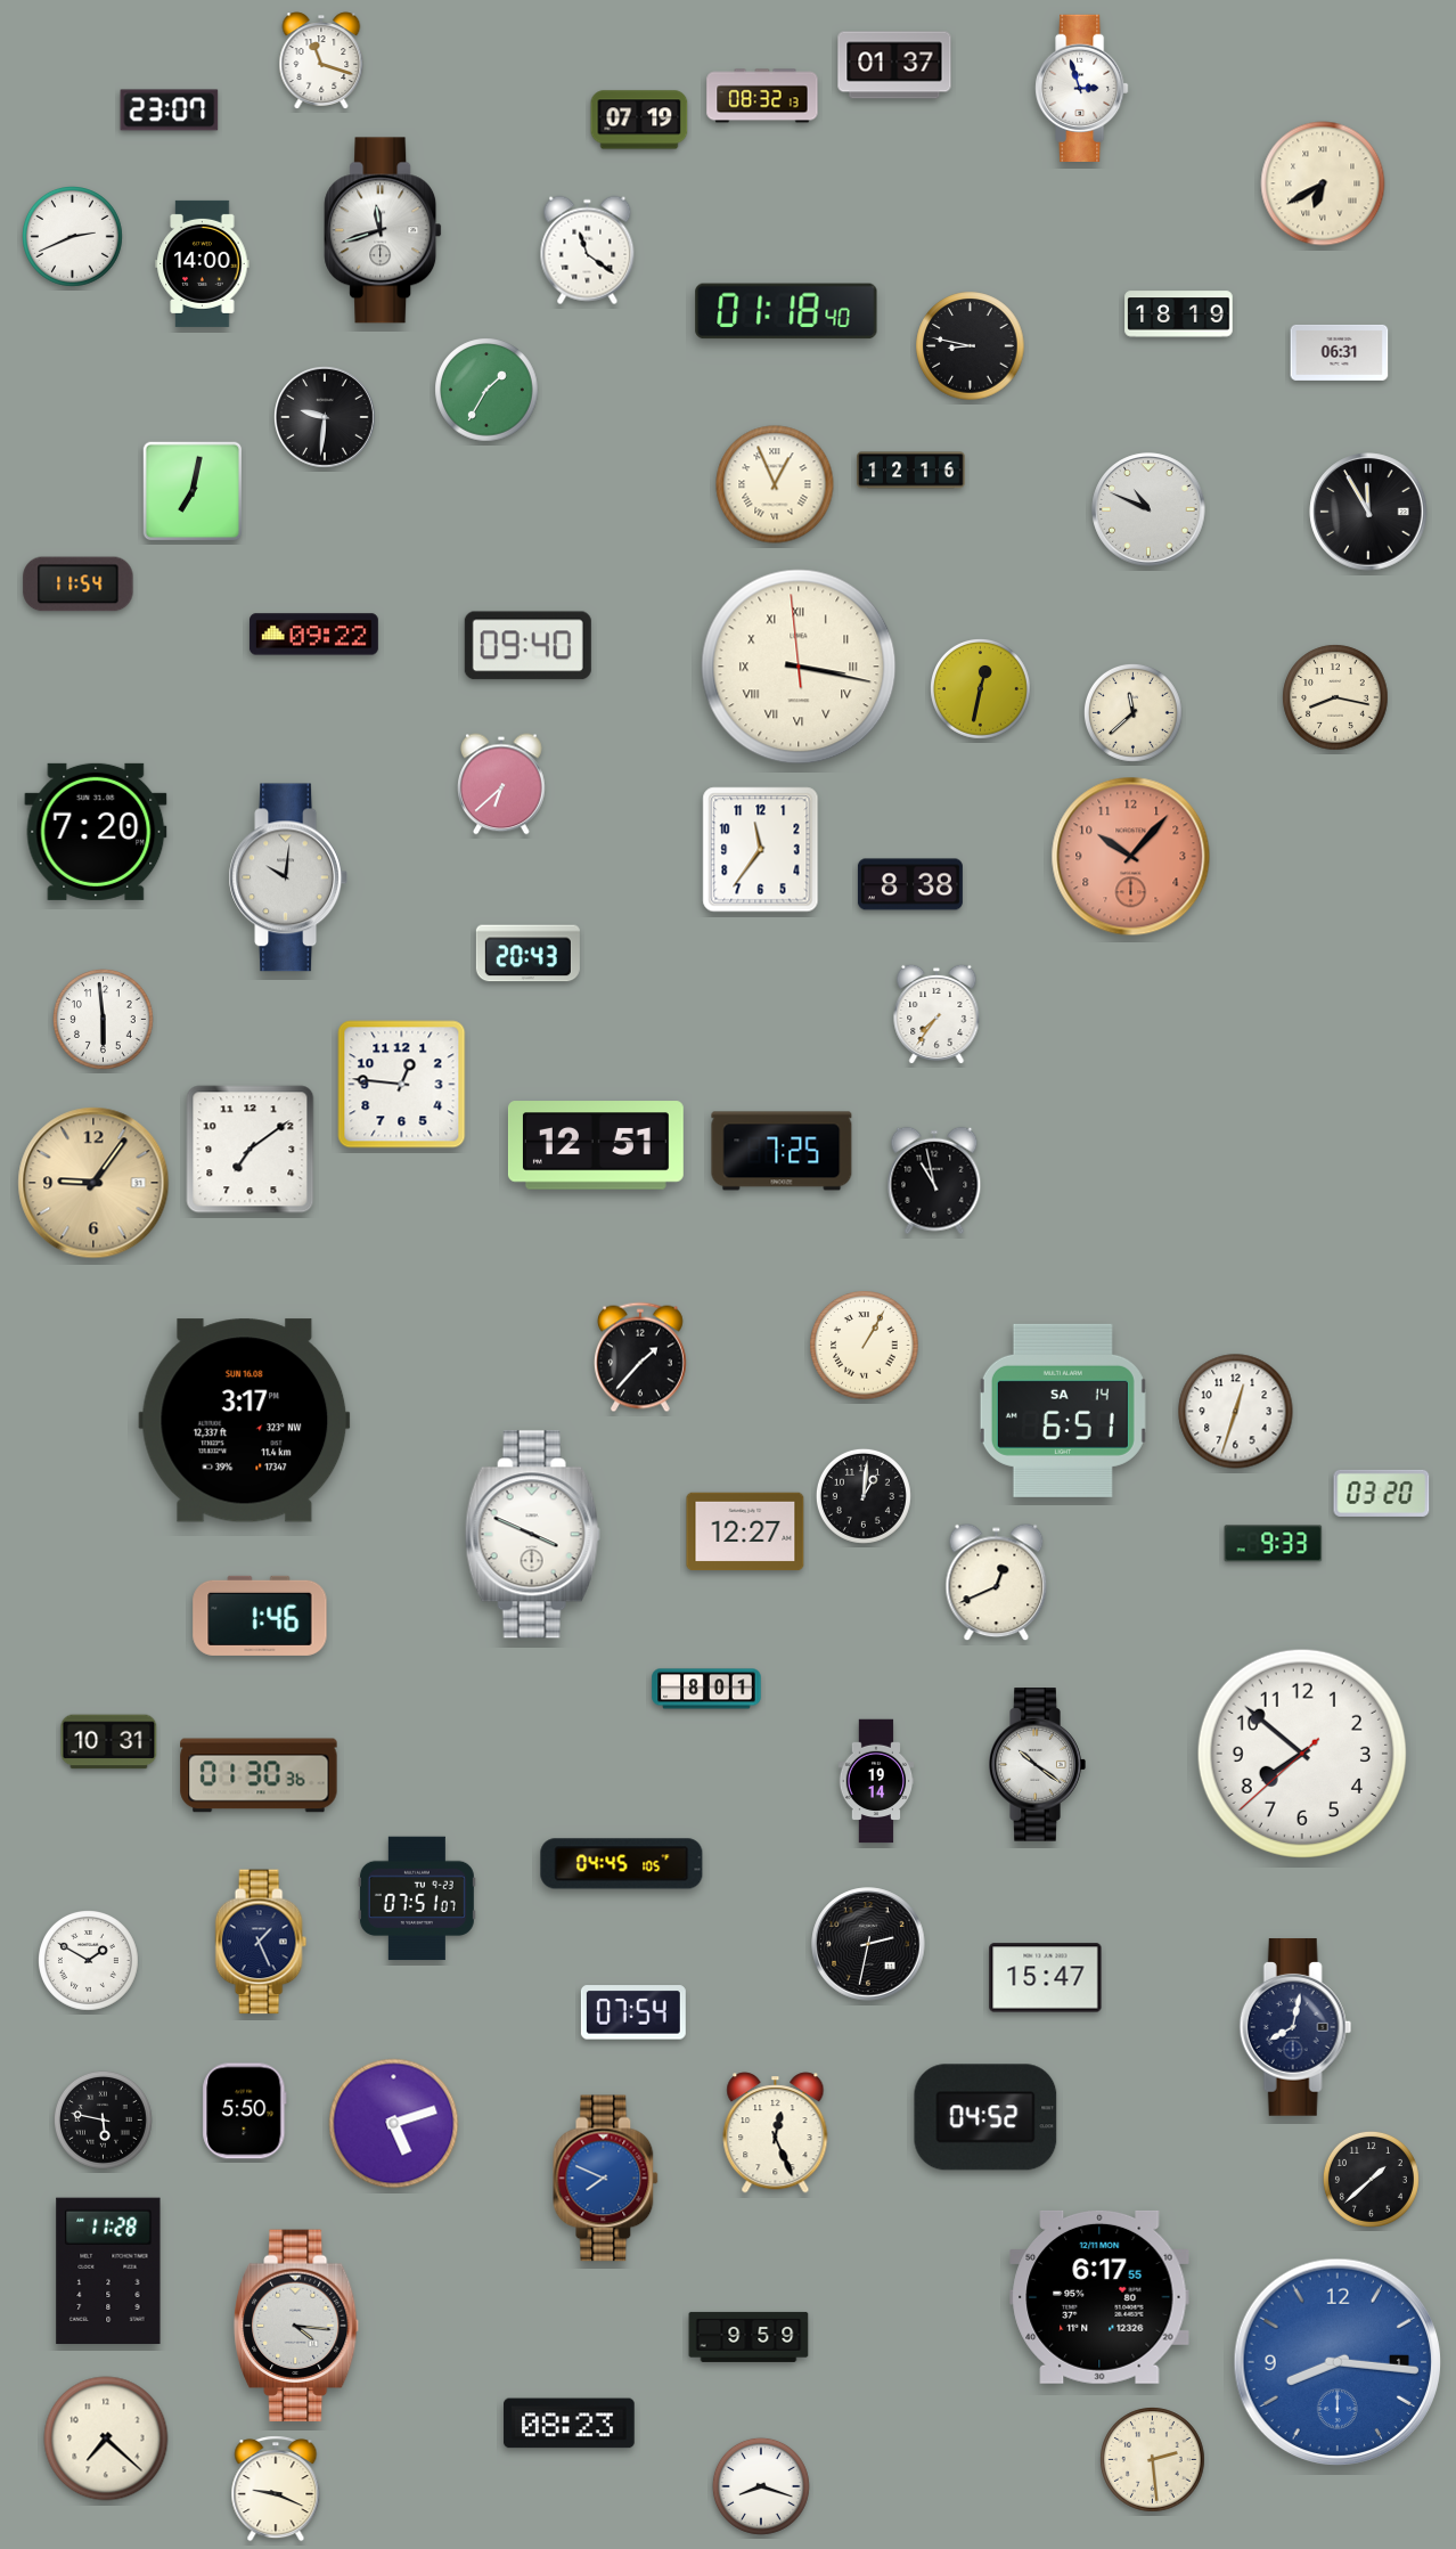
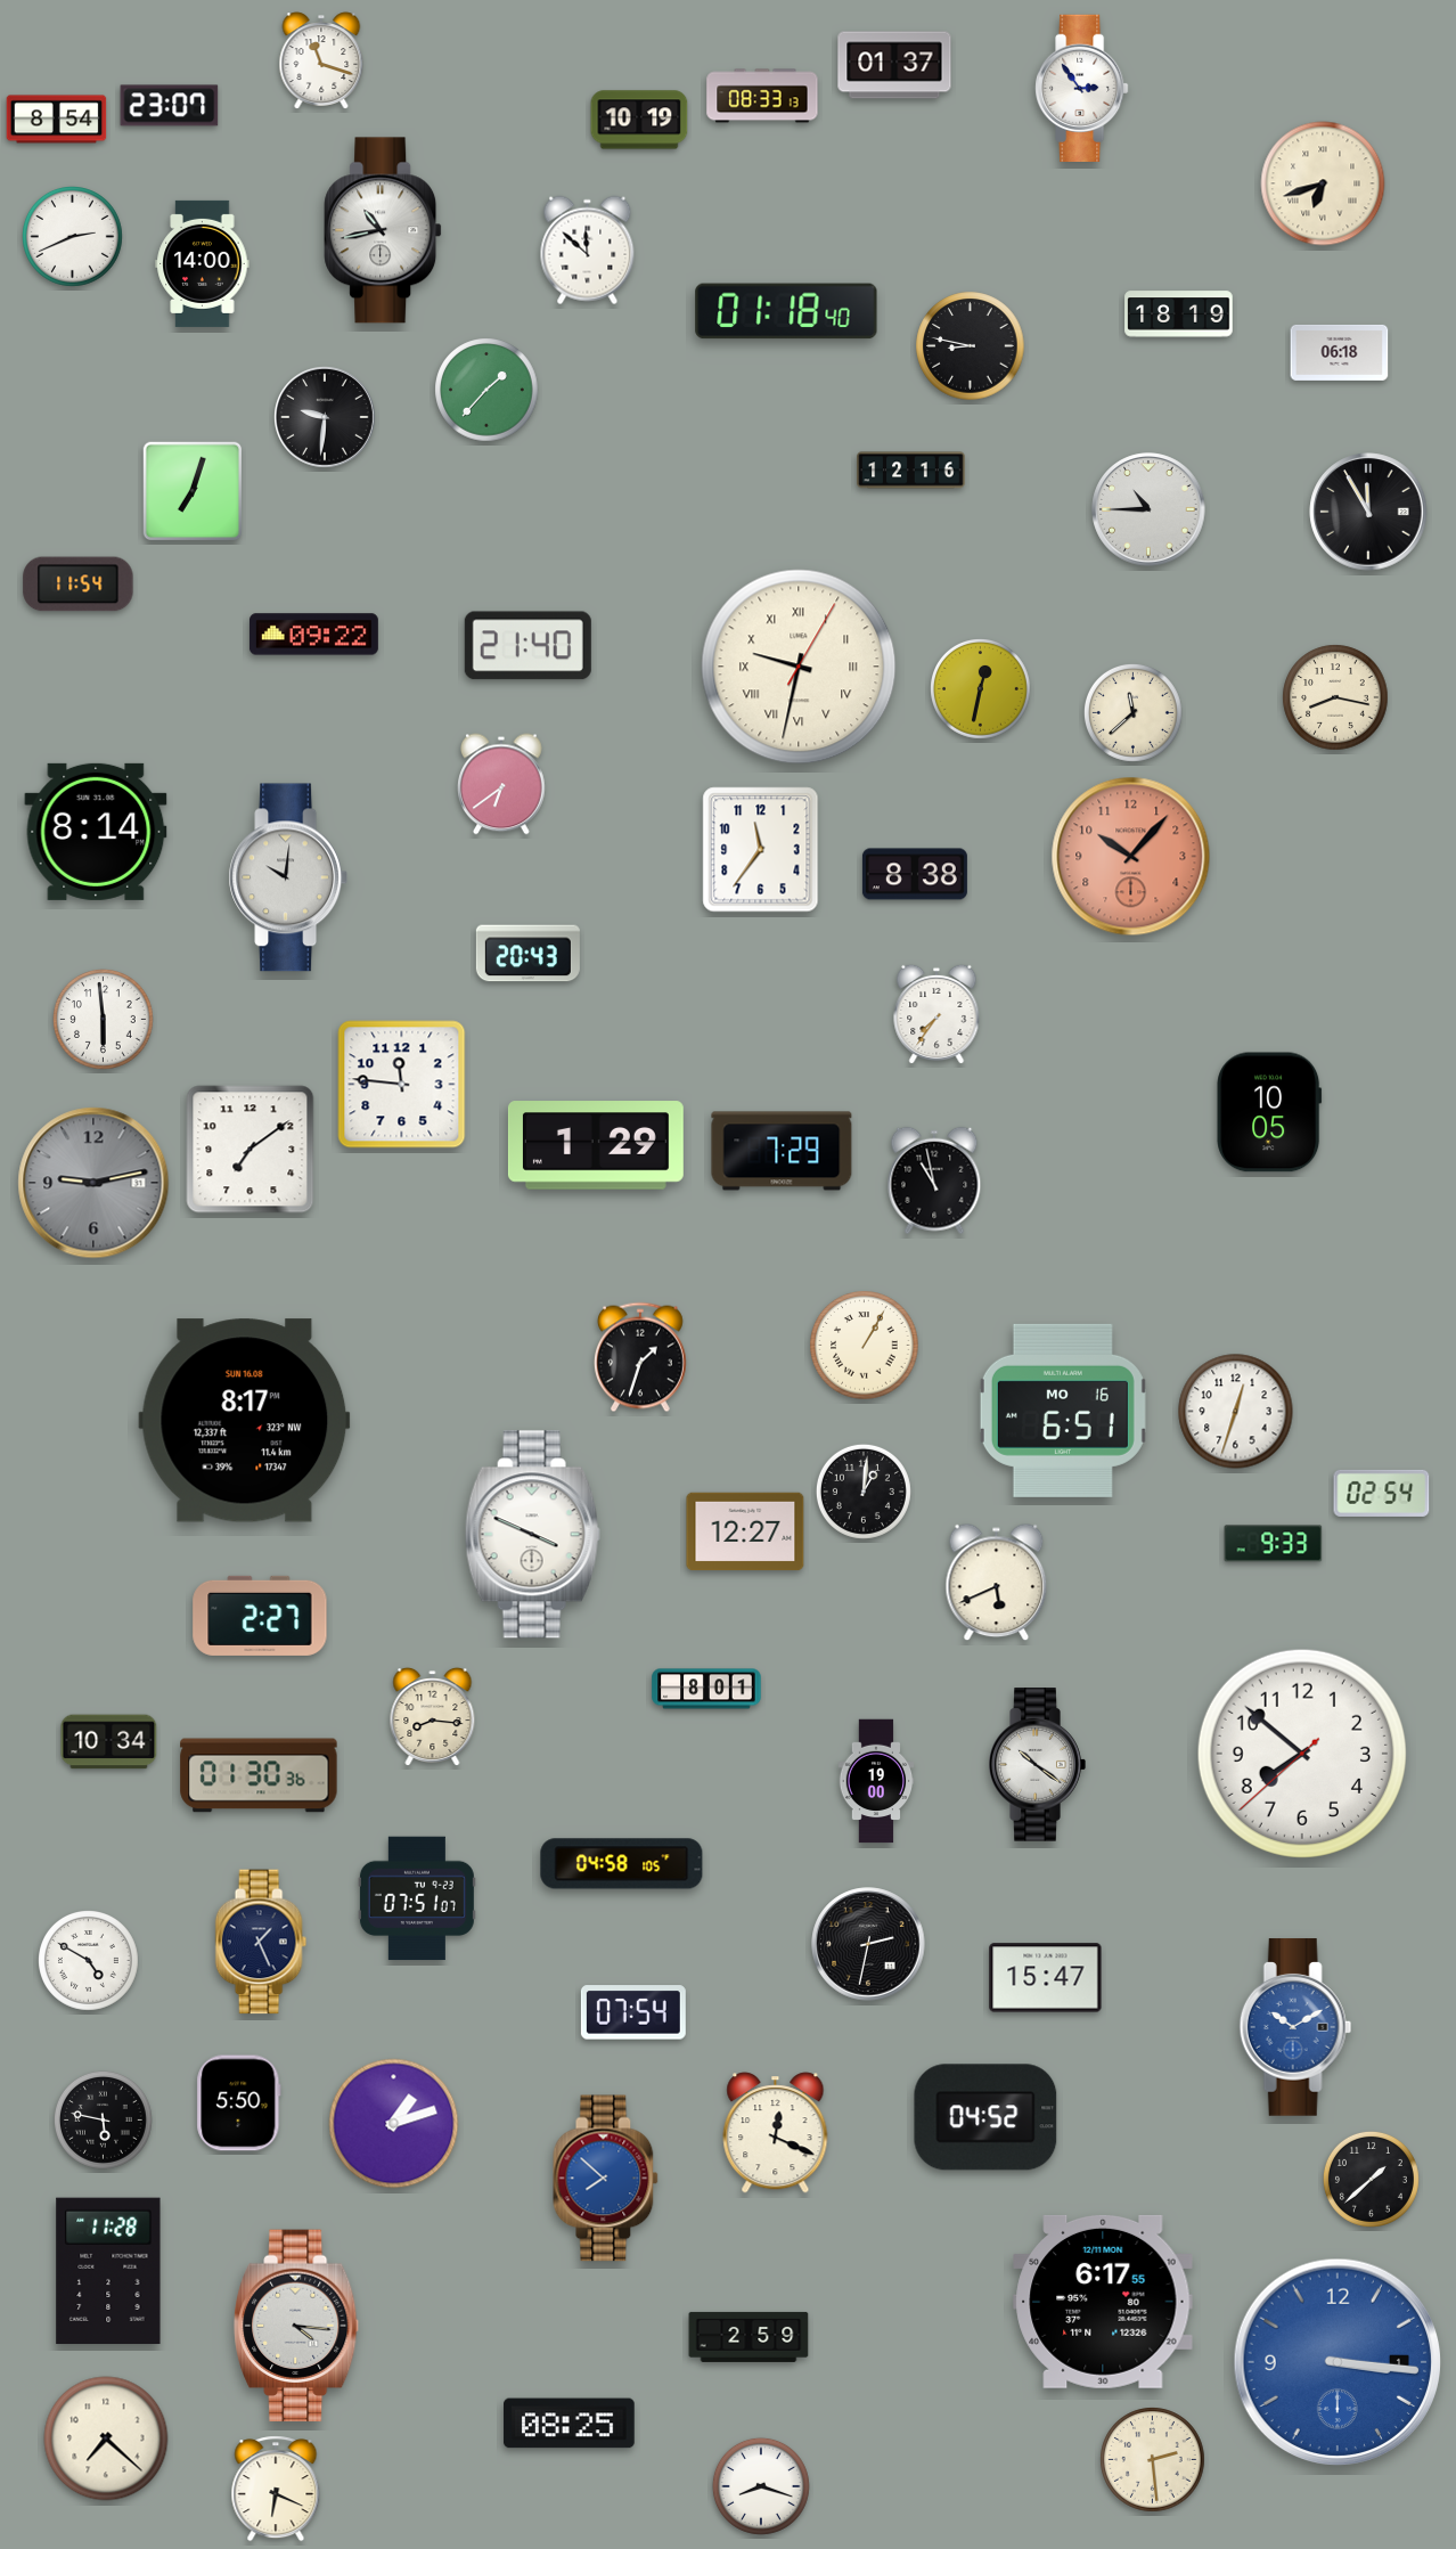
clock at (1082, 88): 2:57 -> 2:54
clock at (762, 96): 08:32 -> 08:33
clock at (170, 111) position: (170, 111) -> (170, 106)
clock at (57, 120): none -> 8:54
clock at (639, 120): 07:19 -> 10:19
clock at (1323, 183): 6:40 -> 6:42
clock at (383, 230): 11:42 -> 10:43
clock at (588, 251): 11:21 -> 11:52
clock at (1340, 352): 06:31 -> 06:18
clock at (486, 390): 1:35 -> 1:37
clock at (775, 484): 12:56 -> none
clock at (193, 491): 7:02 -> 7:03
clock at (1148, 509): 10:49 -> 10:45
clock at (527, 646): 09:40 -> 21:40
clock at (799, 667): 3:16 -> 9:32
clock at (501, 784): 6:38 -> 6:39
clock at (96, 832): 7:20 -> 8:14
clock at (910, 884) position: (910, 884) -> (915, 874)
clock at (402, 1085): 12:46 -> 11:46
clock at (1269, 1112): none -> 10:05
clock at (596, 1145): 12:51 -> 1:29
clock at (782, 1151): 7:25 -> 7:29
clock at (93, 1183): 9:06 -> 9:13
clock at (93, 1183) dial: champagne -> grey
clock at (640, 1357): 1:37 -> 1:33
clock at (1063, 1411) date: SA 14 -> MO 16
clock at (245, 1421): 3:17 -> 8:17
clock at (1382, 1493): 03:20 -> 02:54
clock at (864, 1496) position: (864, 1496) -> (864, 1492)
clock at (997, 1583): 12:41 -> 5:41
clock at (260, 1616): 1:46 -> 2:27
clock at (433, 1717): none -> 8:16
clock at (109, 1742): 10:31 -> 10:34
clock at (876, 1781): 19:14 -> 19:00
clock at (622, 1864): 04:45 -> 04:58
clock at (89, 1961): 1:50 -> 4:50
clock at (1295, 2027): 8:02 -> 10:10
clock at (1295, 2027) dial: navy -> blue
clock at (245, 2111) position: (245, 2111) -> (239, 2103)
clock at (394, 2124): 5:12 -> 1:12
clock at (776, 2133): 12:26 -> 12:19
clock at (606, 2179): 7:49 -> 7:52
clock at (1099, 2297) position: (1099, 2297) -> (1103, 2302)
clock at (749, 2337): 9:59 -> 2:59
clock at (1338, 2362): 8:16 -> 3:16
clock at (570, 2424): 08:23 -> 08:25
clock at (276, 2489): 9:19 -> 6:19
